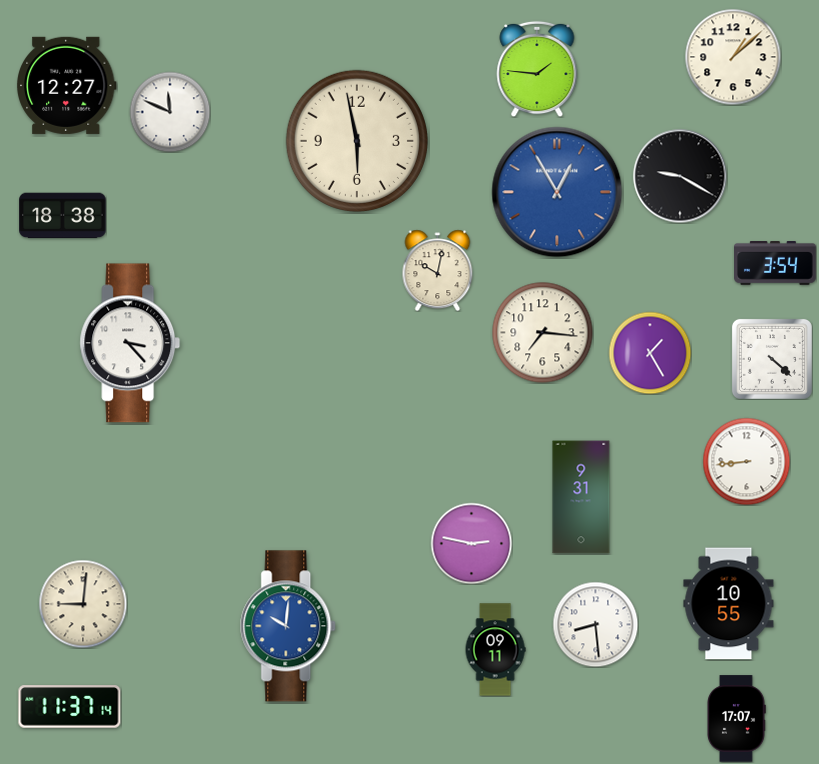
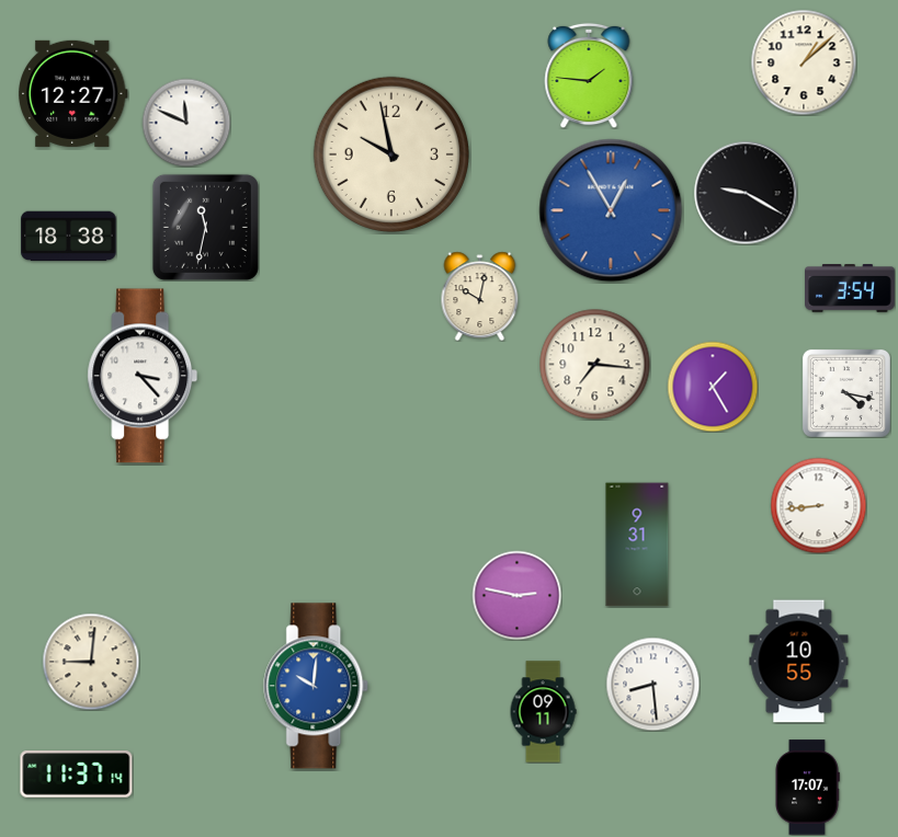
clock at (357, 141): 5:58 -> 9:58
clock at (205, 227): none -> 11:32
clock at (772, 359): 4:22 -> 4:17
